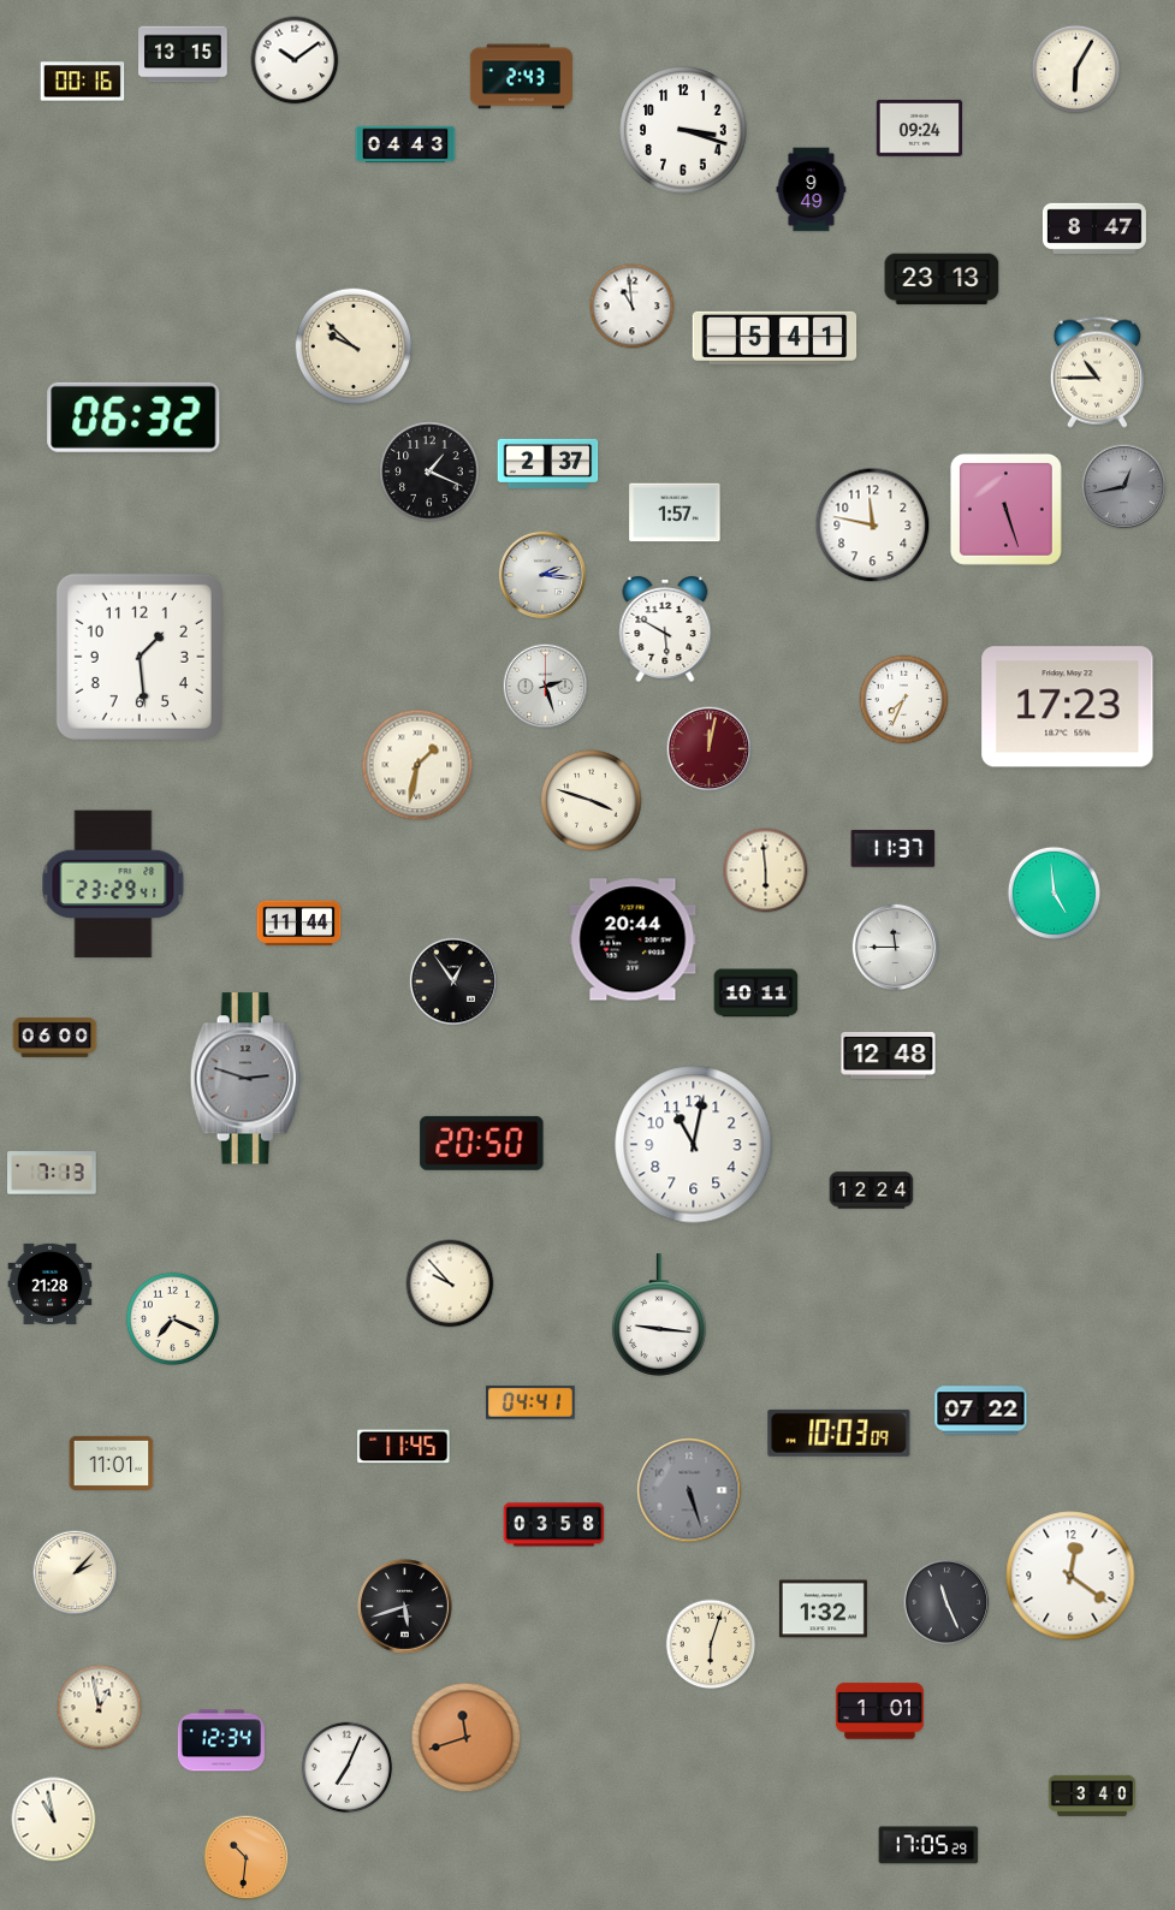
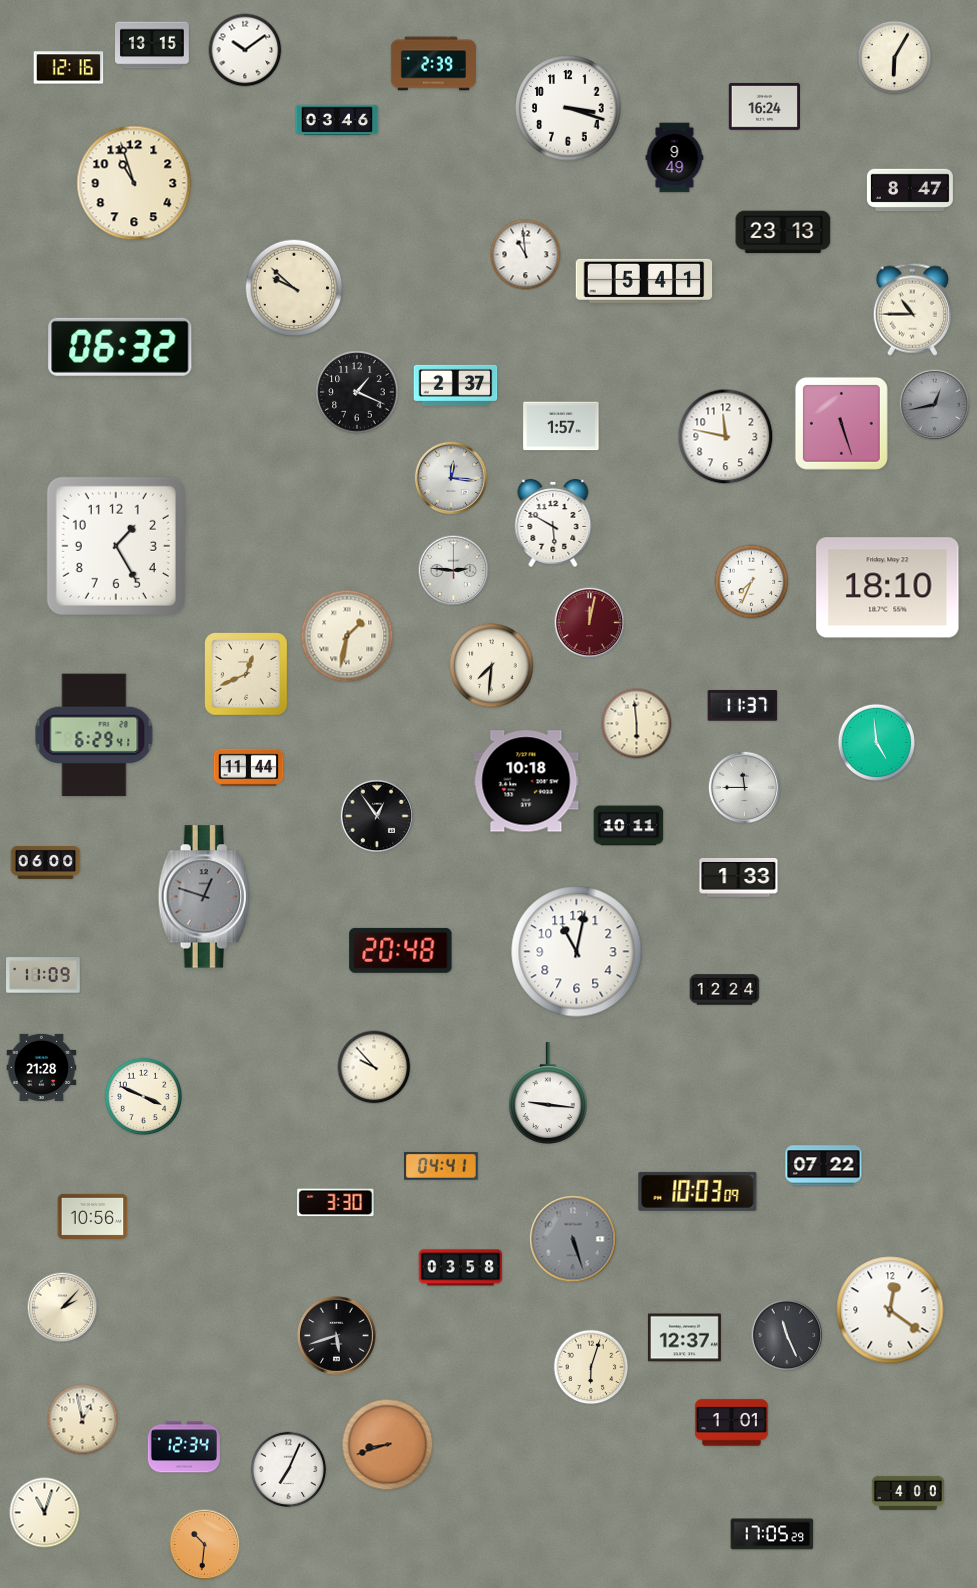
clock at (521, 77): 2:43 -> 2:39
clock at (83, 82): 00:16 -> 12:16
clock at (919, 127): 09:24 -> 16:24
clock at (405, 144): 04:43 -> 03:46
clock at (134, 183): none -> 10:57
clock at (133, 417) position: (133, 417) -> (120, 347)
clock at (1005, 509) position: (1005, 509) -> (841, 423)
clock at (541, 574): 2:16 -> 12:16
clock at (140, 657): 1:29 -> 1:25
clock at (546, 687): 2:27 -> 2:46
clock at (1068, 707): 17:23 -> 18:10
clock at (592, 801): 3:48 -> 7:31
clock at (247, 675): none -> 12:41
clock at (113, 884): 23:29 -> 6:29
clock at (633, 939): 20:44 -> 10:18
clock at (889, 1055): 12:48 -> 1:33
clock at (245, 1079): 2:48 -> 12:48
clock at (482, 1143): 20:50 -> 20:48
clock at (52, 1173): 7:13 -> 11:09
clock at (172, 1318): 7:19 -> 3:49
clock at (981, 1411) position: (981, 1411) -> (824, 1166)
clock at (404, 1447): 11:45 -> 3:30
clock at (112, 1463): 11:01 -> 10:56
clock at (946, 1602) position: (946, 1602) -> (787, 1335)
clock at (823, 1609): 1:32 -> 12:37
clock at (467, 1738): 11:42 -> 8:42
clock at (1092, 1796): 3:40 -> 4:00
clock at (54, 1820): 10:58 -> 11:03
